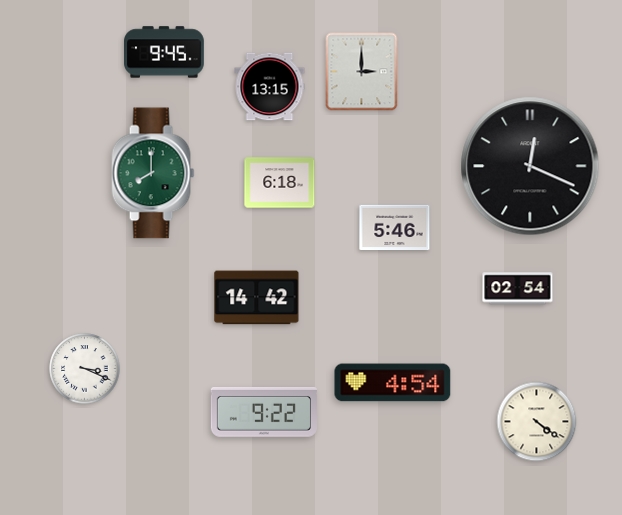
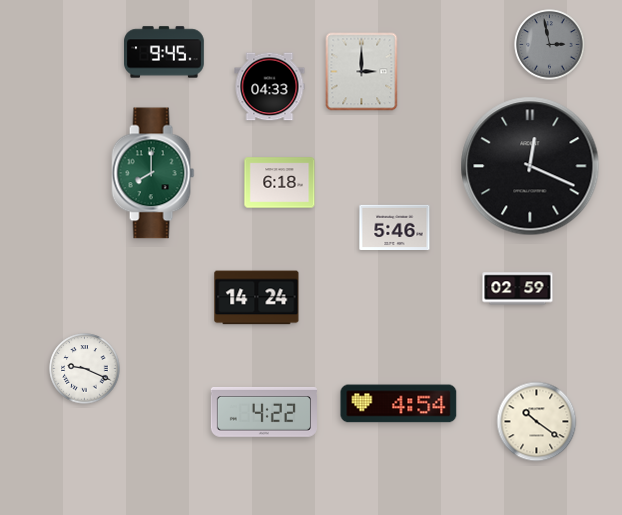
clock at (550, 45): none -> 2:58
clock at (270, 87): 13:15 -> 04:33
clock at (518, 289): 02:54 -> 02:59
clock at (257, 298): 14:42 -> 14:24
clock at (85, 369): 3:19 -> 9:19
clock at (393, 383) position: (393, 383) -> (399, 404)
clock at (264, 413): 9:22 -> 4:22
clock at (537, 422): 4:21 -> 10:21
